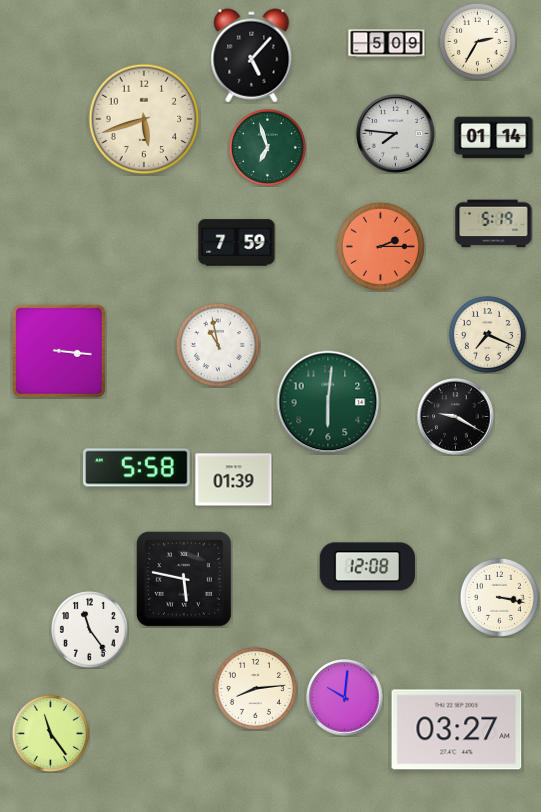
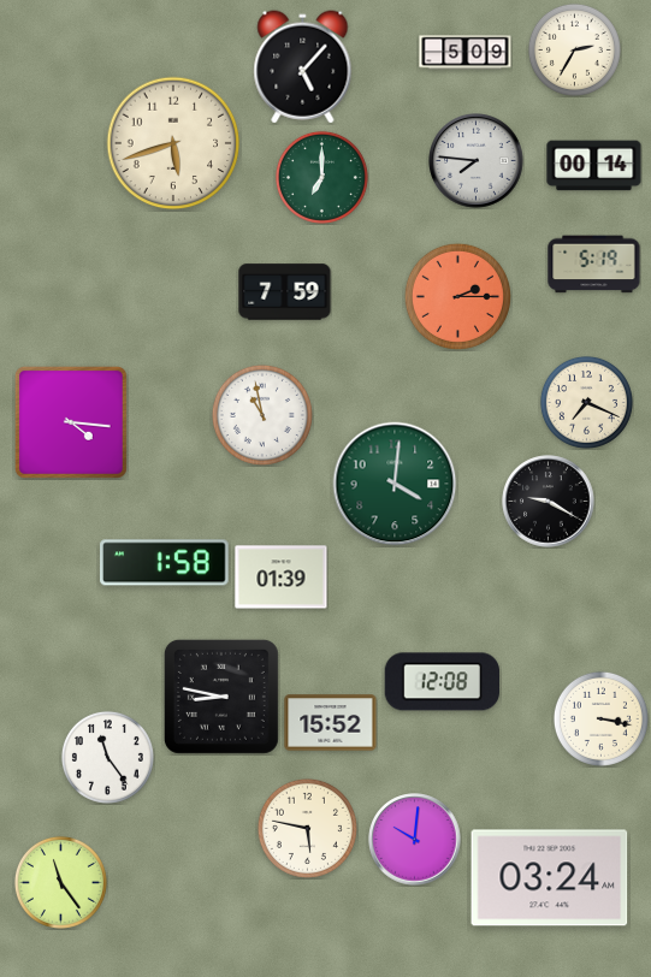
clock at (494, 138): 01:14 -> 00:14
clock at (267, 147): 6:57 -> 7:00
clock at (494, 224) position: (494, 224) -> (594, 265)
clock at (59, 351): 3:16 -> 4:16
clock at (328, 402): 6:01 -> 4:01
clock at (137, 468): 5:58 -> 1:58
clock at (184, 579): 5:47 -> 8:47
clock at (331, 723): none -> 15:52
clock at (255, 688): 8:14 -> 5:47
clock at (457, 730): 03:27 -> 03:24
